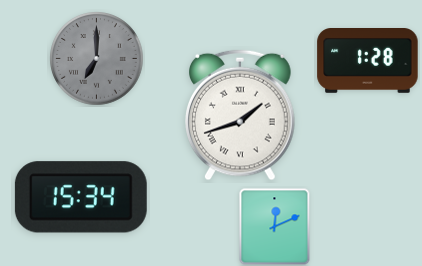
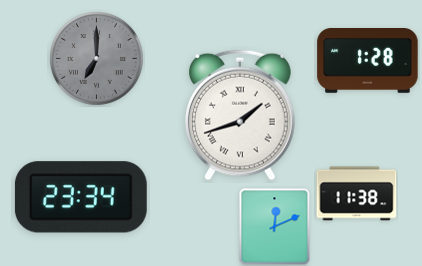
clock at (357, 194): none -> 11:38
clock at (81, 197): 15:34 -> 23:34
